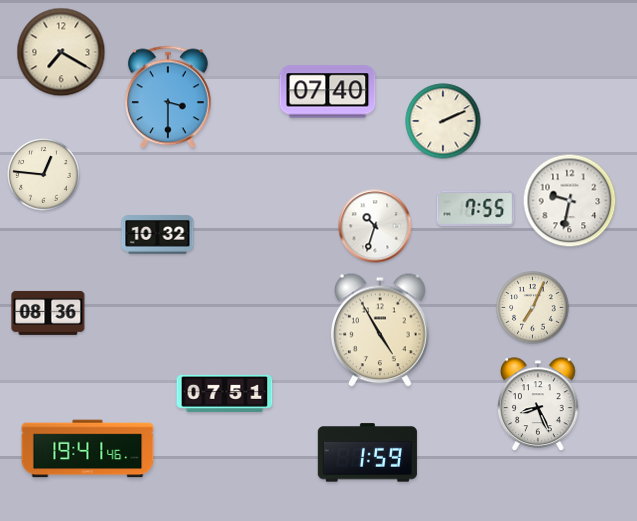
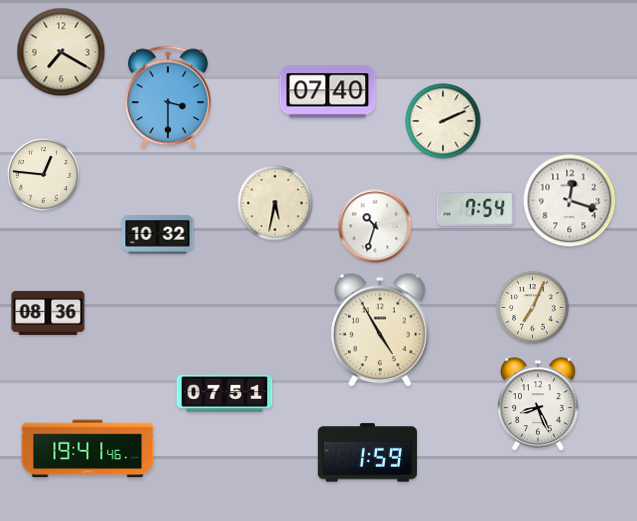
clock at (570, 201): 9:32 -> 12:18
clock at (275, 203): none -> 5:32
clock at (476, 208): 7:55 -> 7:54
